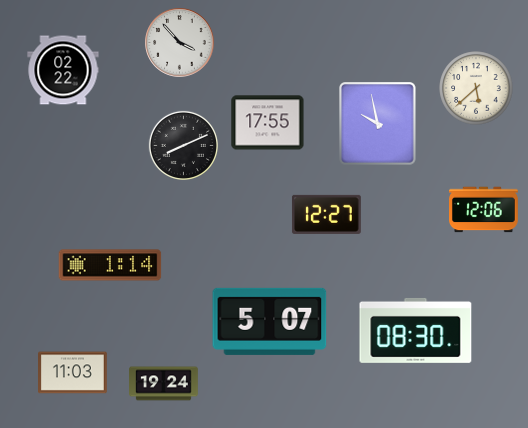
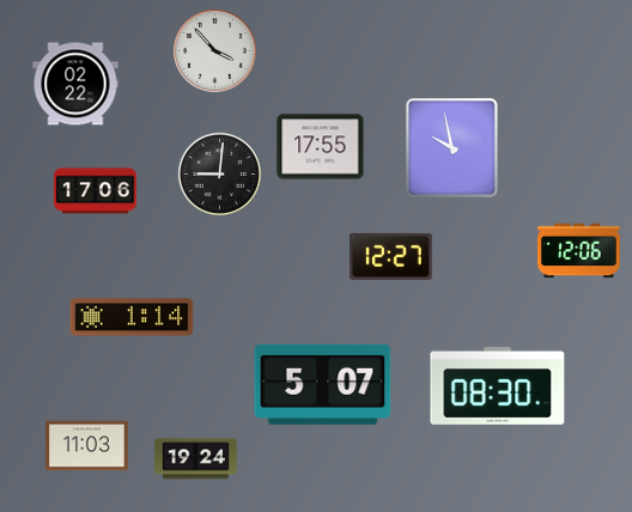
clock at (476, 88): 5:38 -> none
clock at (183, 145): 8:11 -> 9:01
clock at (96, 191): none -> 17:06
clock at (416, 330) position: (416, 330) -> (498, 385)
